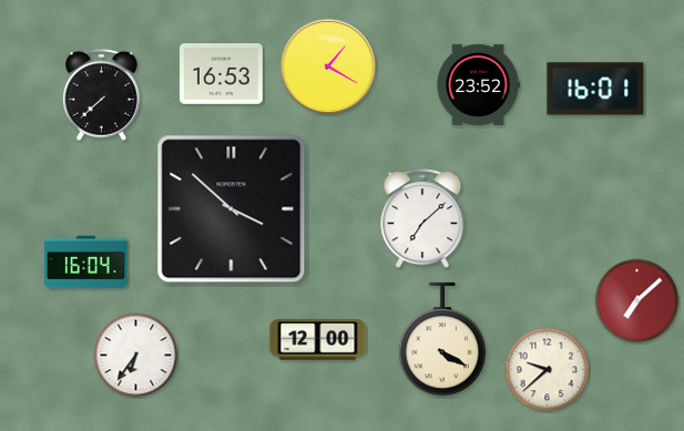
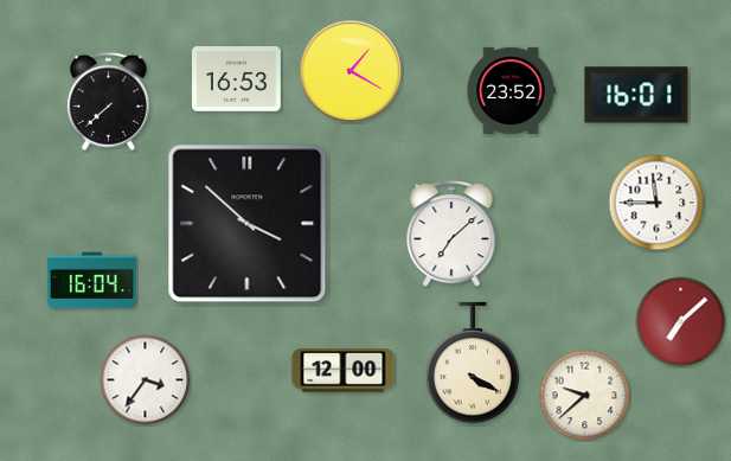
clock at (656, 203): none -> 11:45
clock at (318, 340) position: (318, 340) -> (344, 371)
clock at (136, 356): 6:36 -> 3:36
